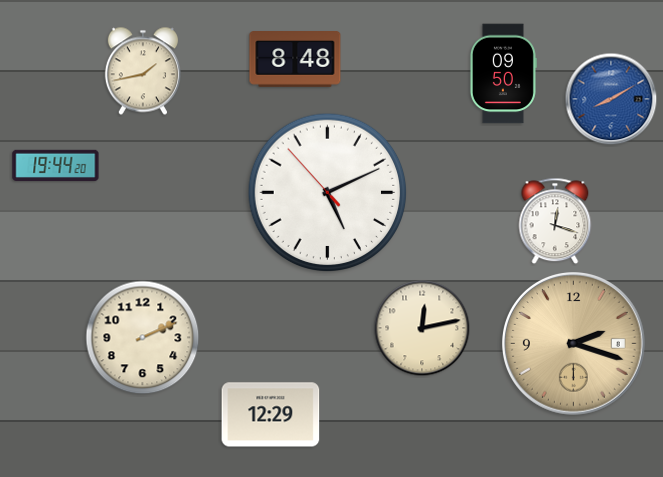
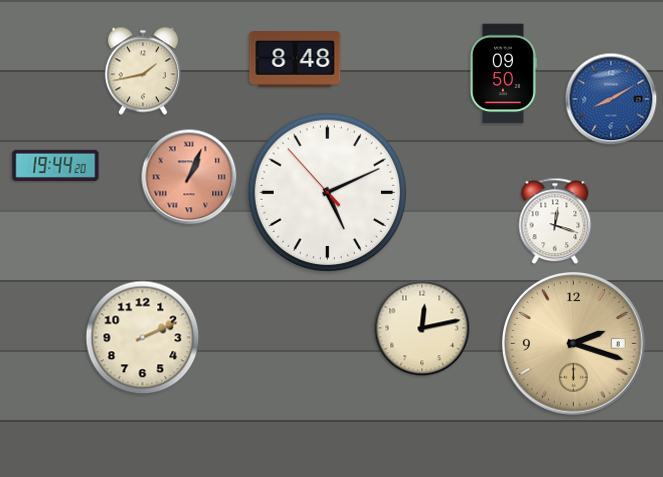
clock at (189, 177): none -> 1:04
clock at (271, 415): 12:29 -> none
